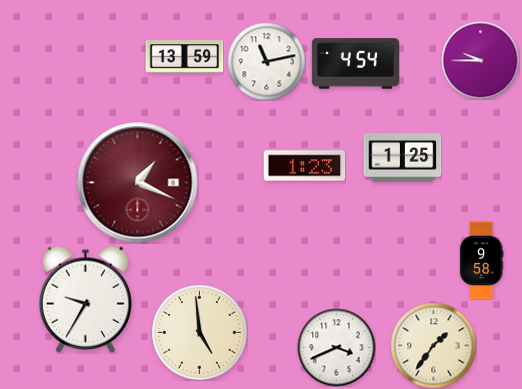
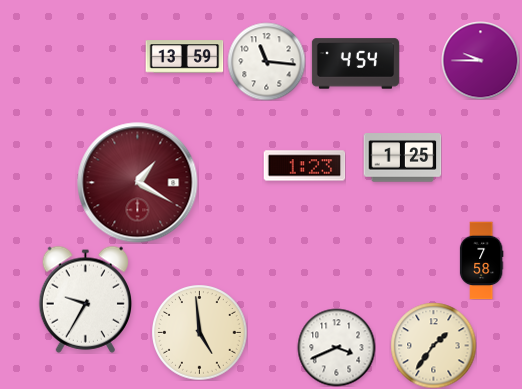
clock at (266, 61): 11:13 -> 11:16
clock at (138, 183): 1:19 -> 1:20
clock at (481, 260): 9:58 -> 7:58
